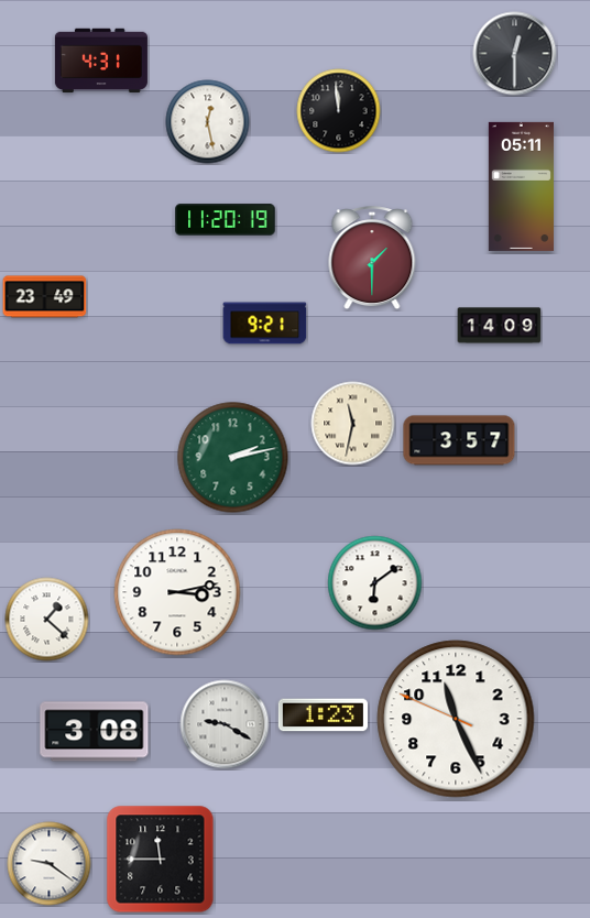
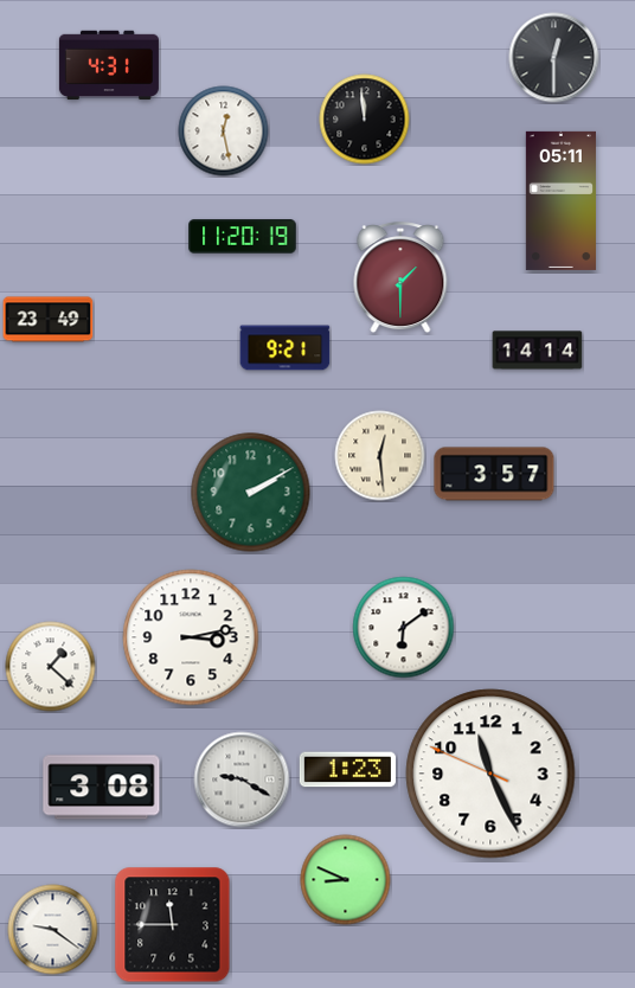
clock at (500, 326): 14:09 -> 14:14
clock at (353, 424): 11:32 -> 12:29
clock at (233, 458): 2:13 -> 2:10
clock at (346, 880): none -> 8:49
